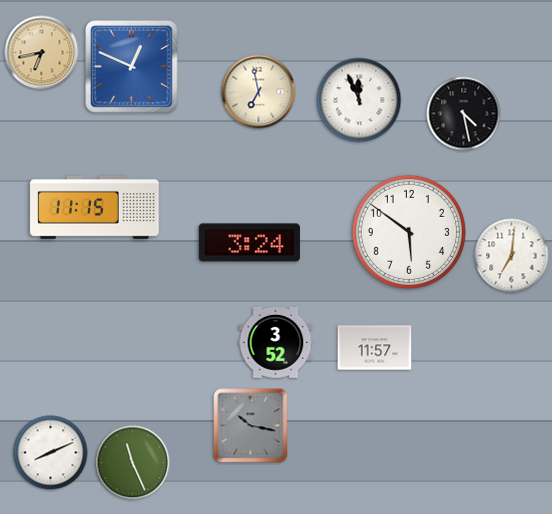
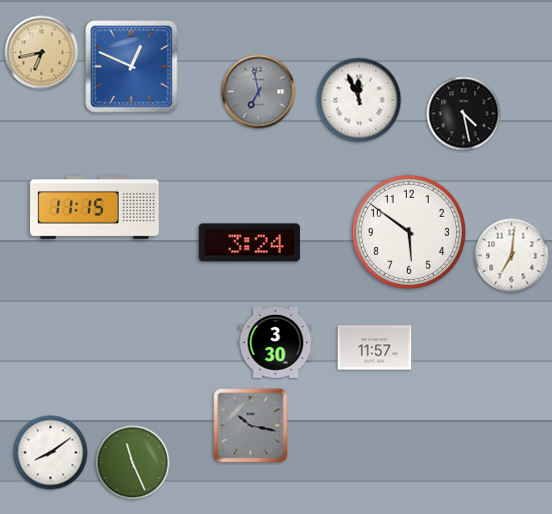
clock at (259, 92) dial: cream -> grey
clock at (276, 342): 3:52 -> 3:30
clock at (51, 453): 8:11 -> 8:09
